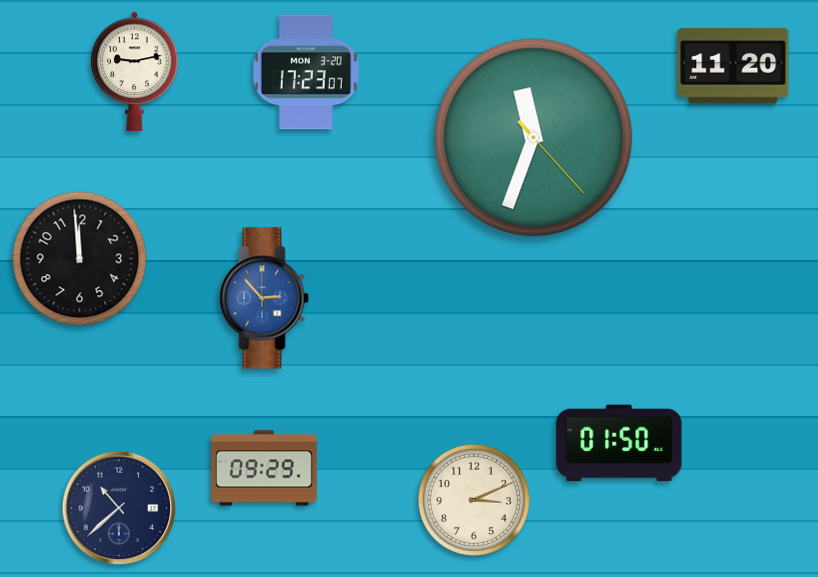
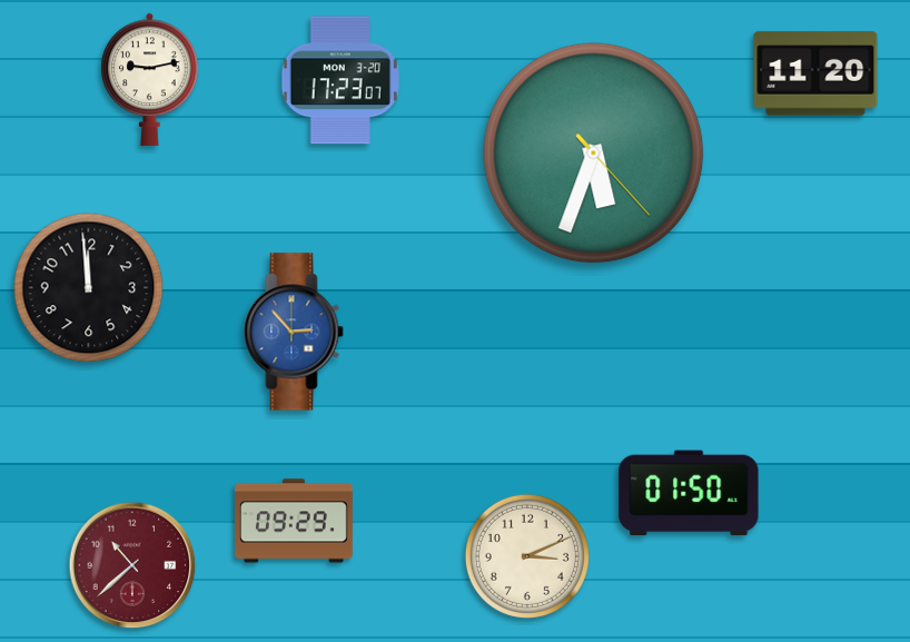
clock at (534, 138): 11:33 -> 5:33
clock at (119, 508) dial: navy -> burgundy
